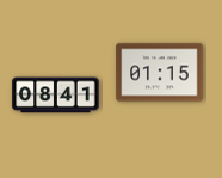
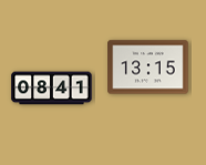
clock at (160, 73): 01:15 -> 13:15
